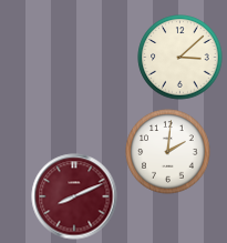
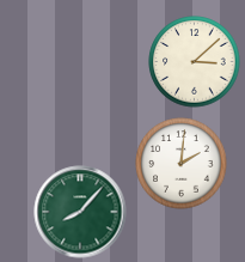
clock at (74, 196): 8:11 -> 8:07
clock at (74, 196) dial: burgundy -> green
